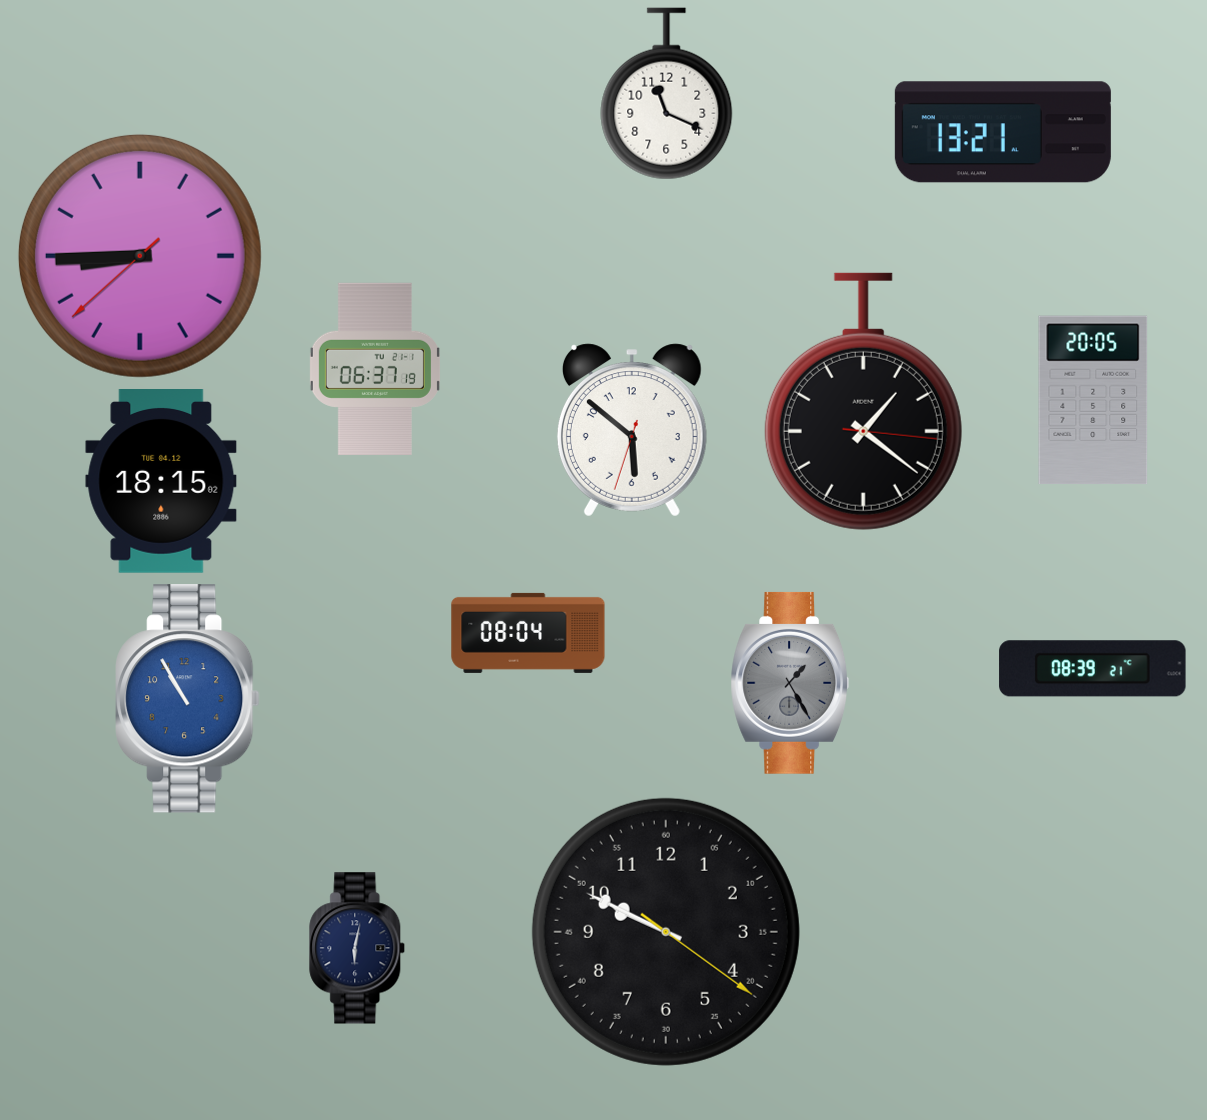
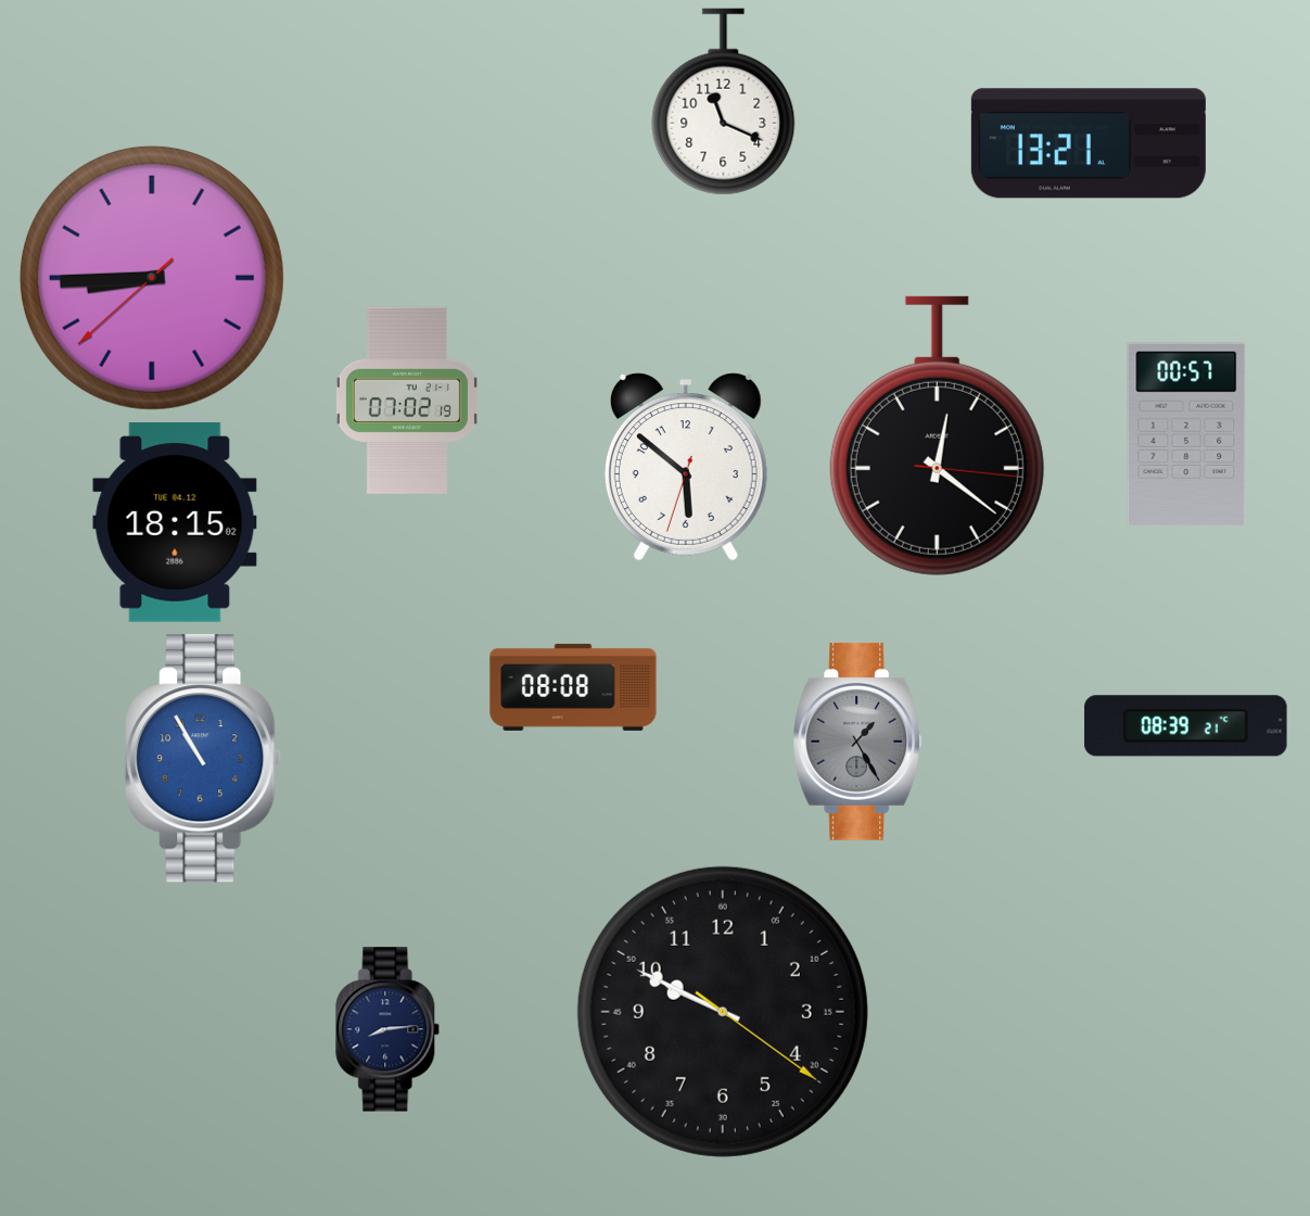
clock at (375, 369): 06:37 -> 07:02
clock at (1093, 400): 20:05 -> 00:57
clock at (863, 402): 1:21 -> 12:21
clock at (528, 633): 08:04 -> 08:08
clock at (358, 948): 6:02 -> 8:14
